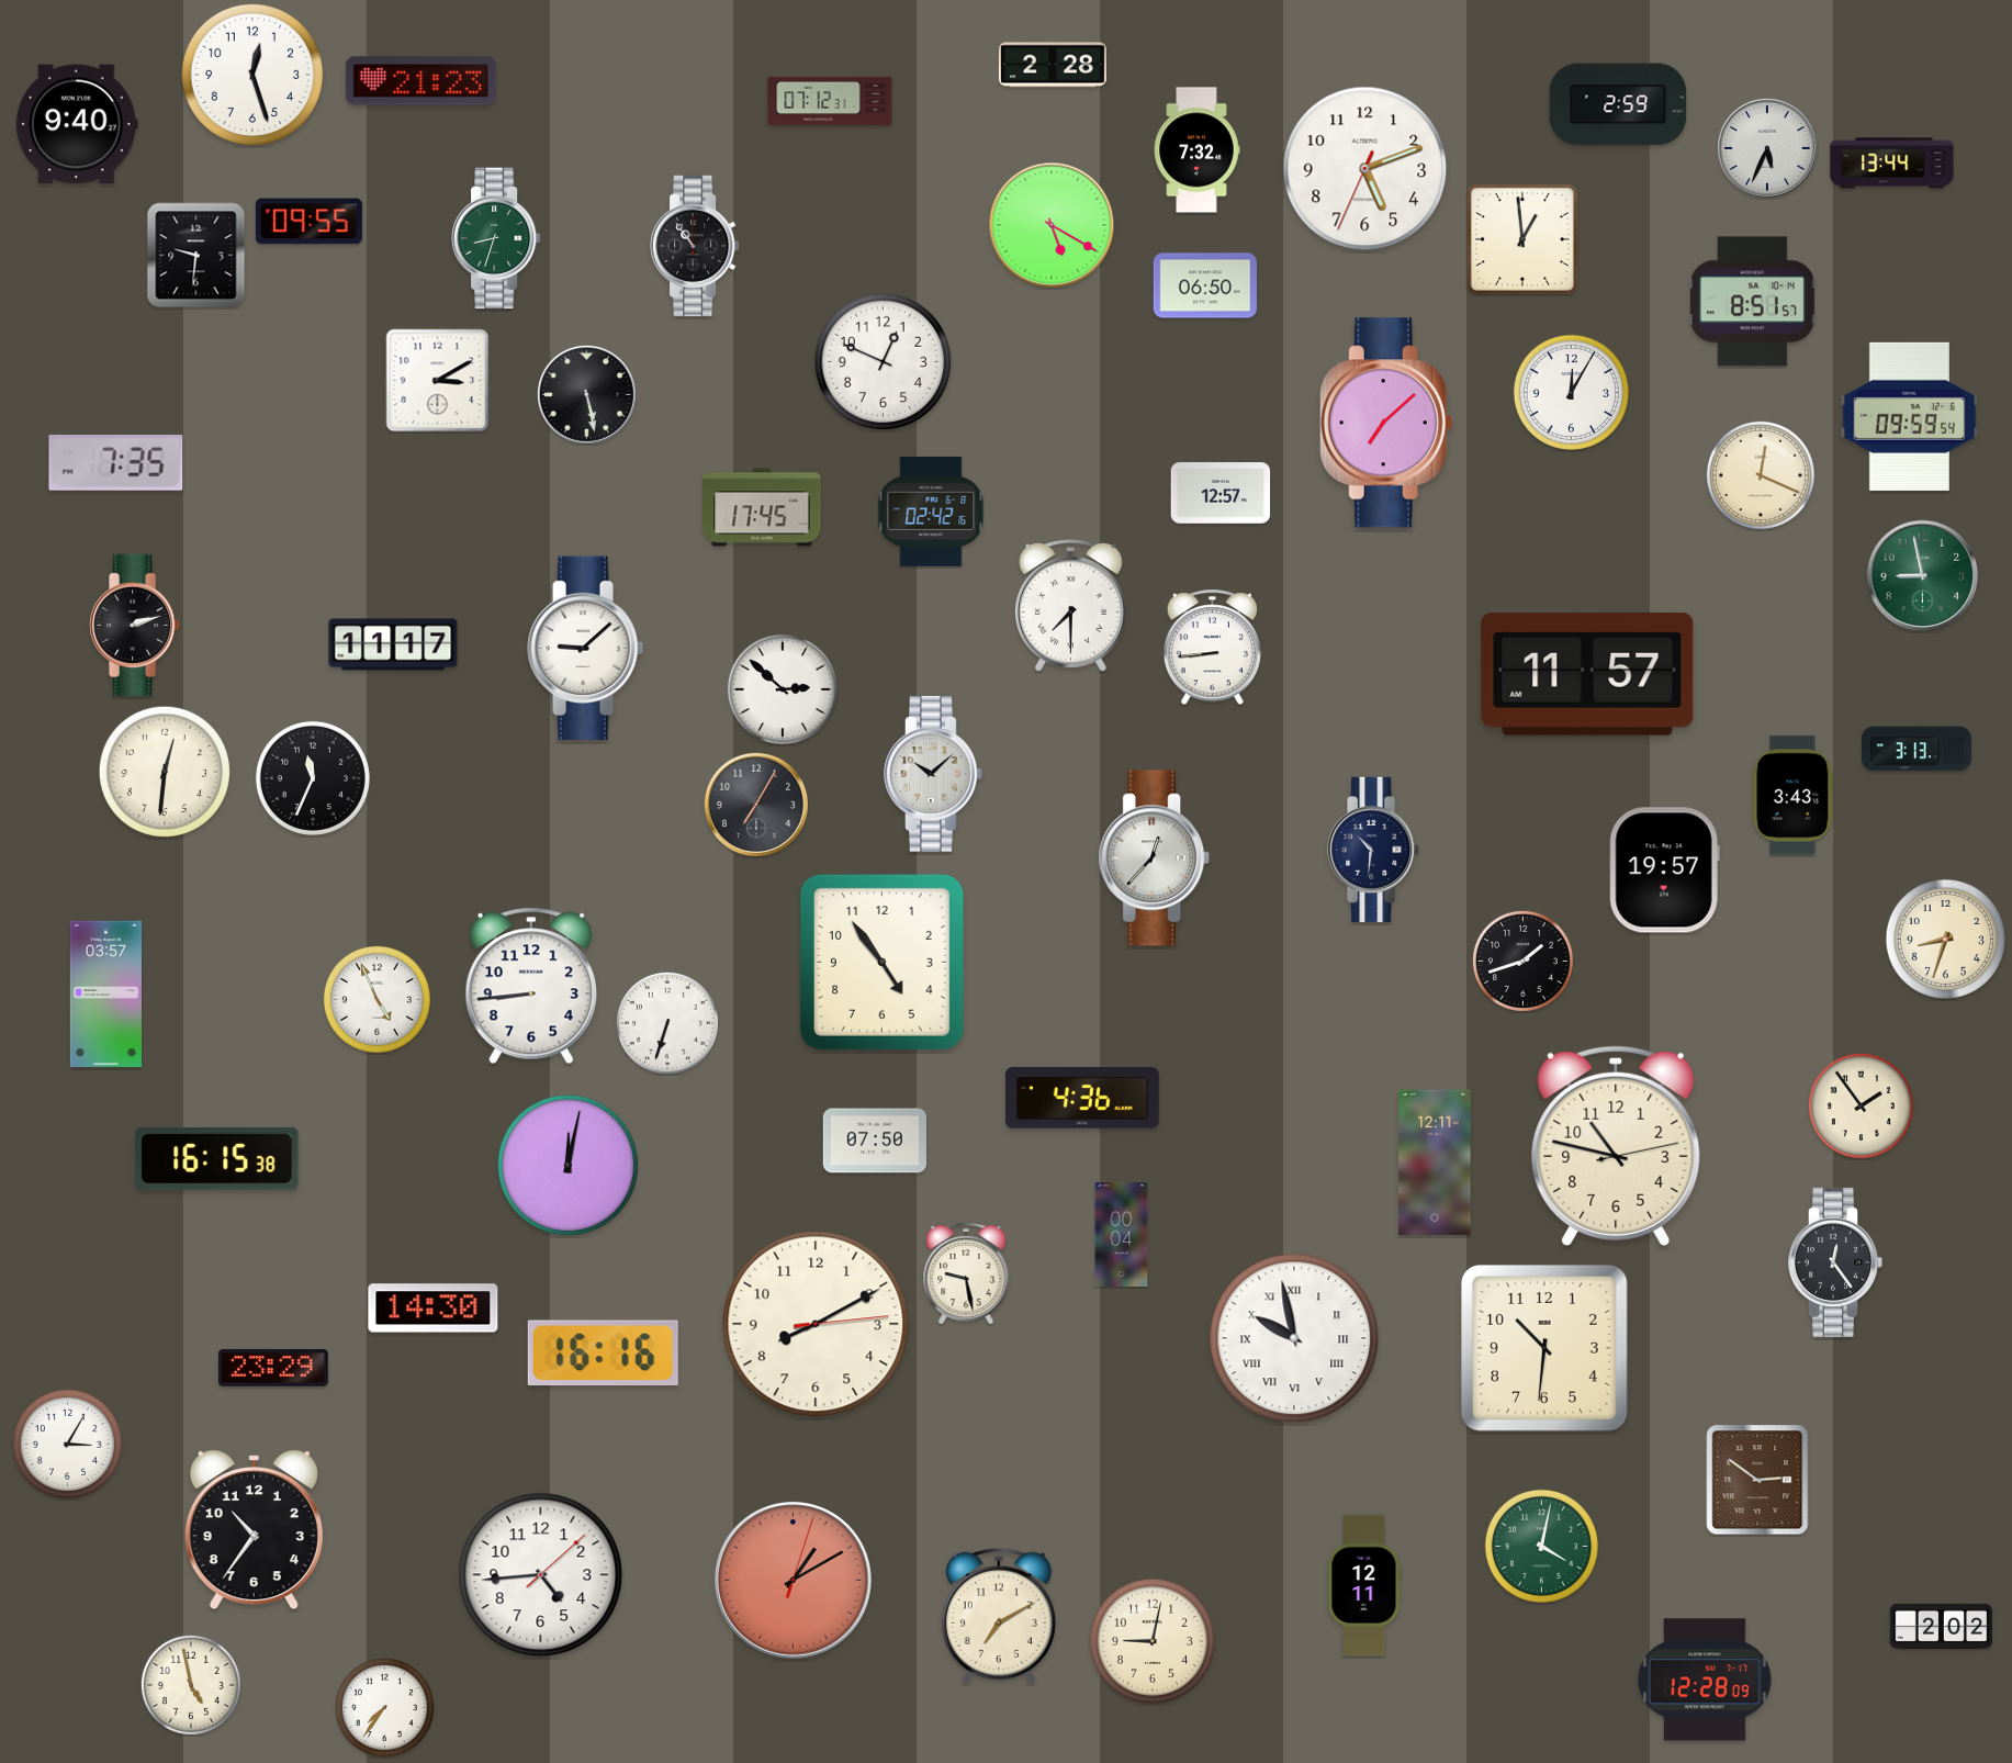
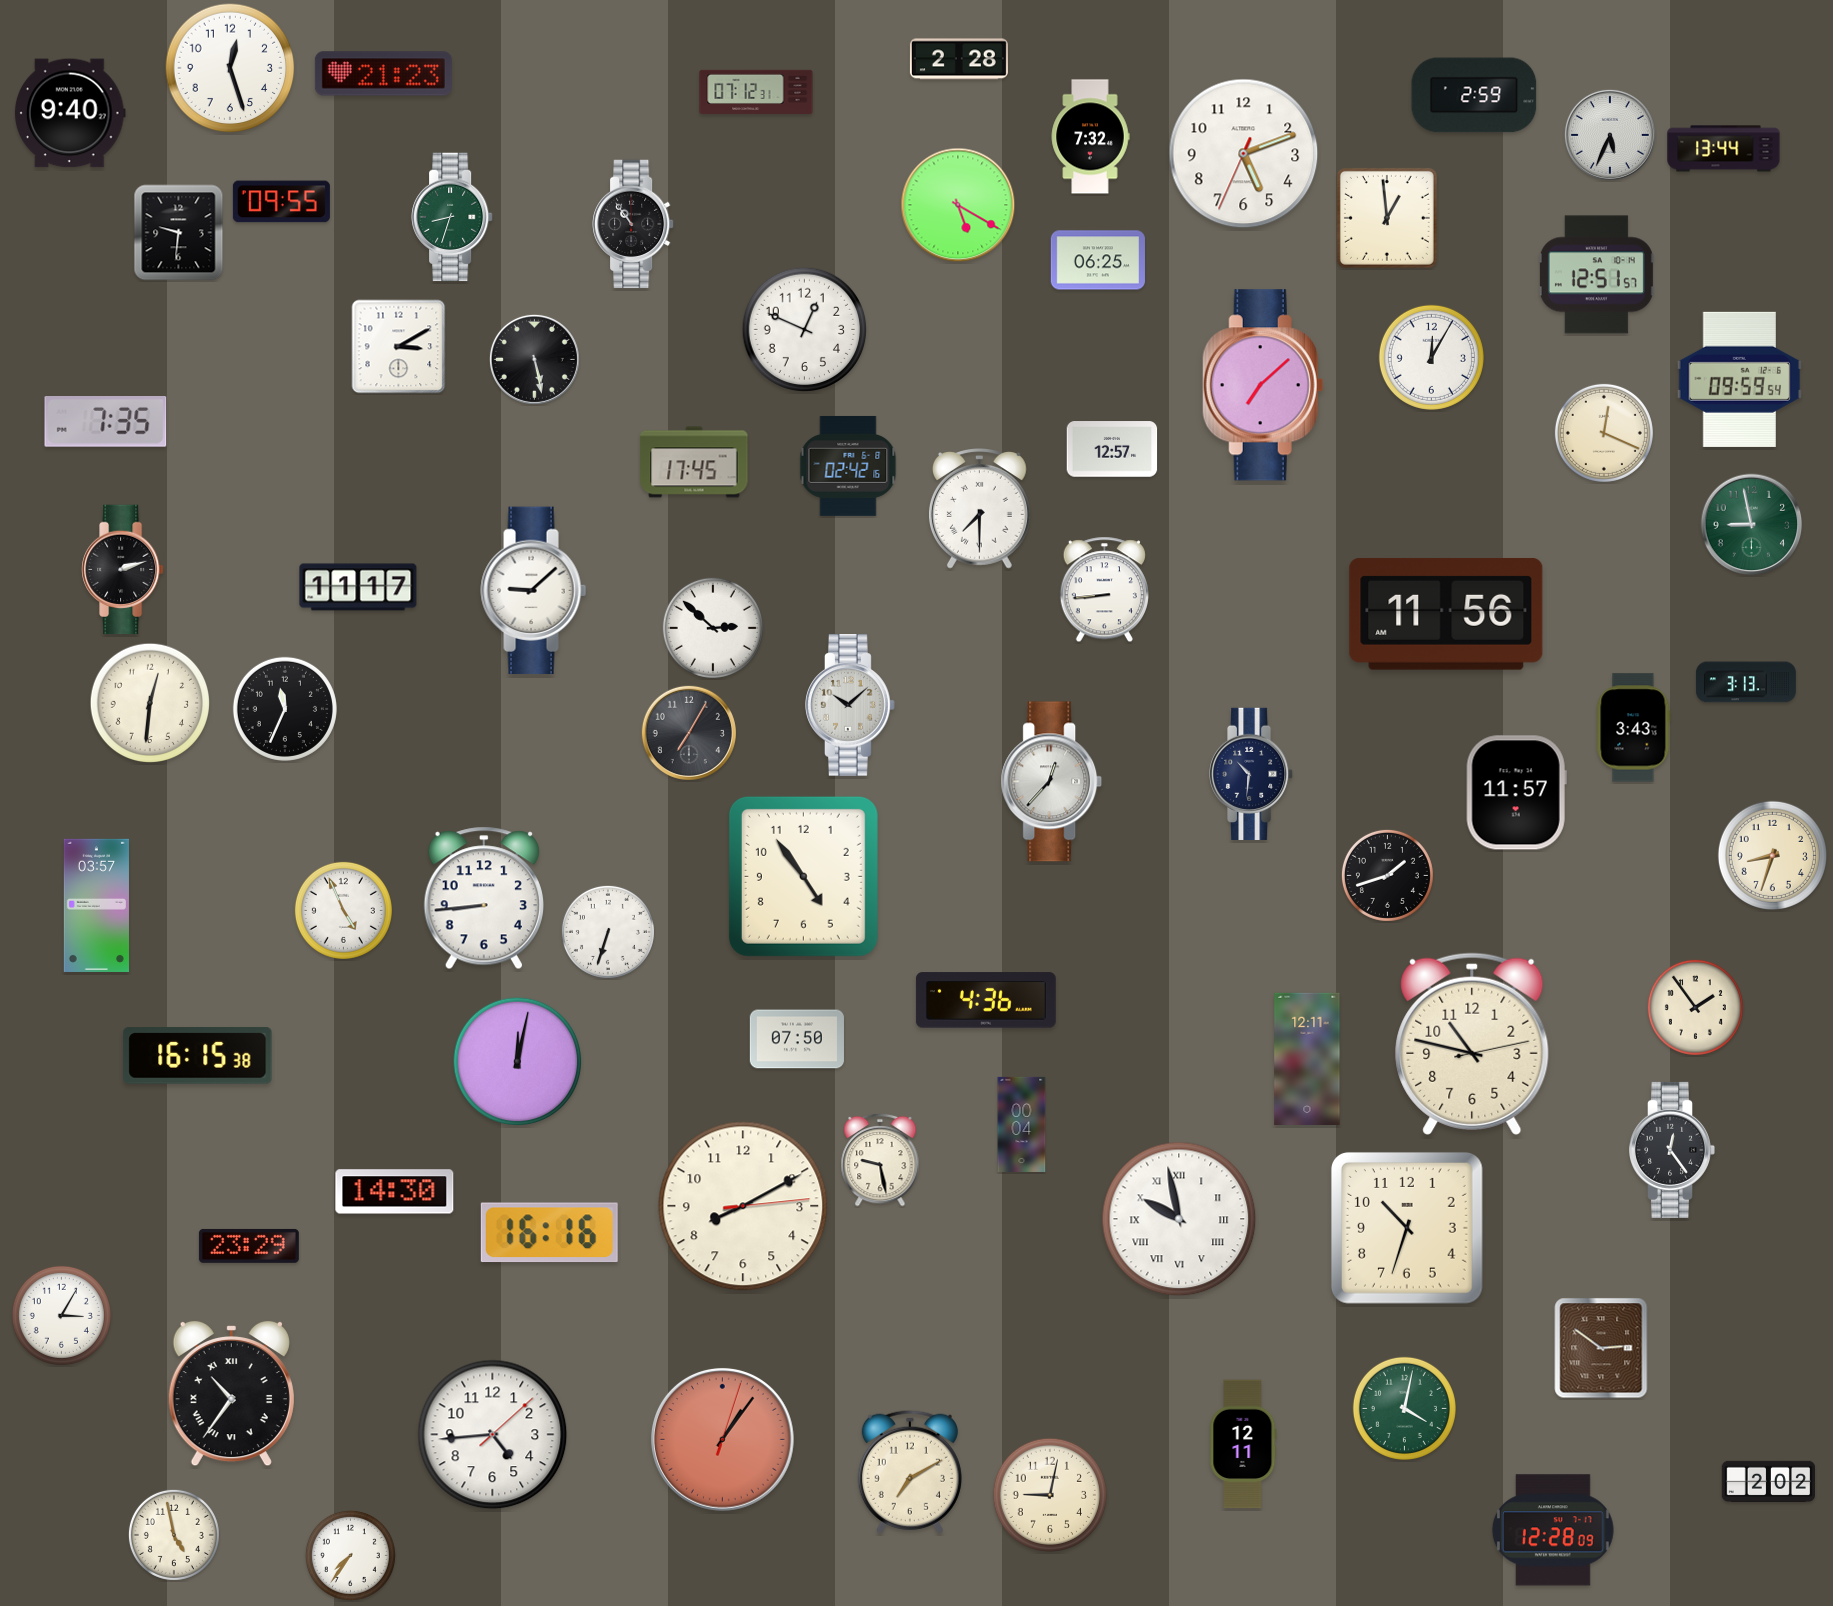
clock at (1205, 285): 06:50 -> 06:25
clock at (1752, 302): 8:51 -> 12:51
clock at (1070, 606) position: (1070, 606) -> (979, 509)
clock at (1587, 674): 11:57 -> 11:56
clock at (1794, 796) position: (1794, 796) -> (1634, 728)
clock at (1664, 871): 19:57 -> 11:57
clock at (1544, 1348): 10:31 -> 10:33
clock at (254, 1530) numerals: Arabic -> Roman
clock at (793, 1580): 1:10 -> 1:06
